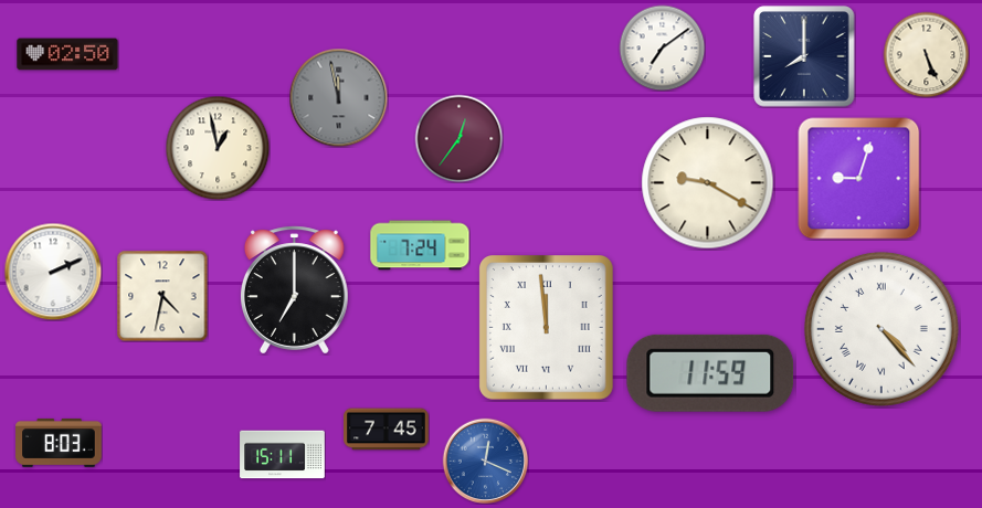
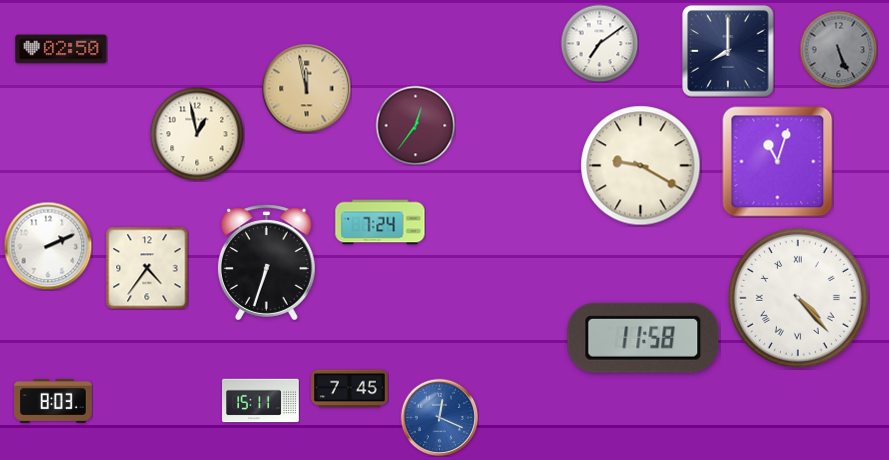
clock at (926, 54) dial: cream -> grey
clock at (338, 97) dial: grey -> champagne
clock at (859, 179): 9:03 -> 11:03
clock at (294, 290): 7:00 -> 6:33
clock at (162, 296): 4:32 -> 4:36
clock at (546, 328): 11:59 -> none
clock at (710, 373): 11:59 -> 11:58
clock at (283, 455) position: (283, 455) -> (261, 401)
